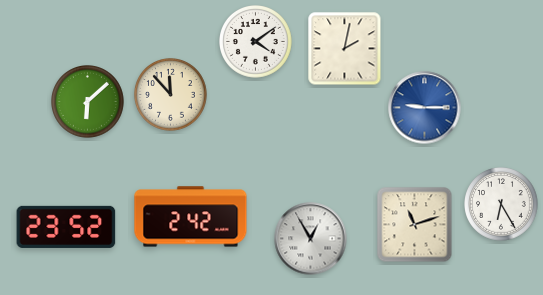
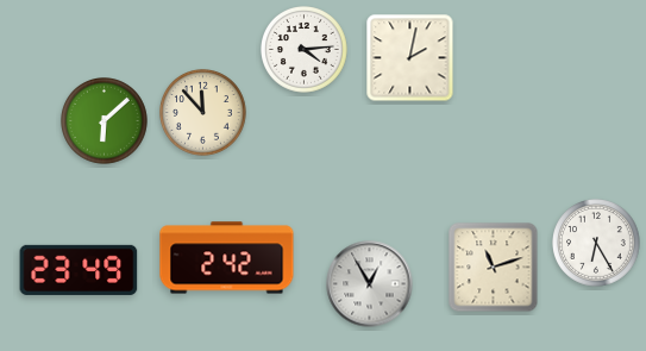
clock at (256, 42): 4:09 -> 4:14
clock at (425, 108): 9:15 -> none
clock at (66, 227): 23:52 -> 23:49
